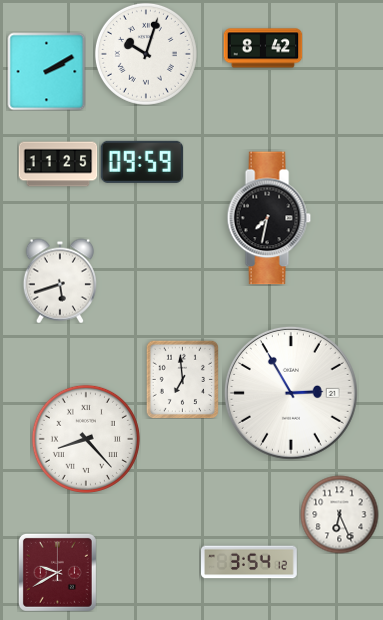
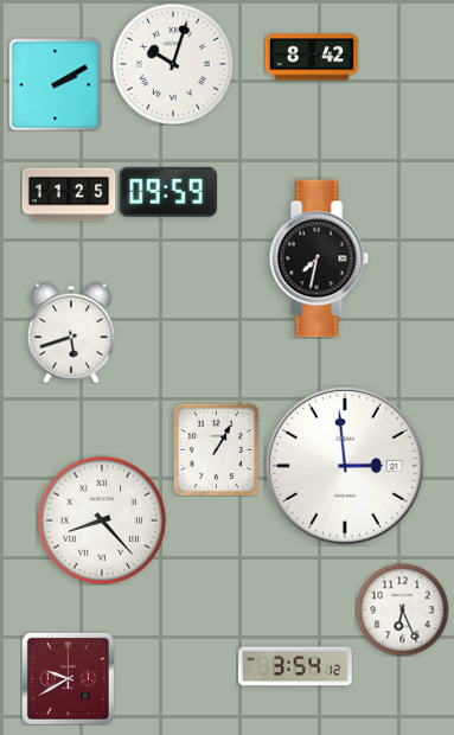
clock at (183, 379): 6:59 -> 1:05
clock at (291, 393): 2:55 -> 2:59
